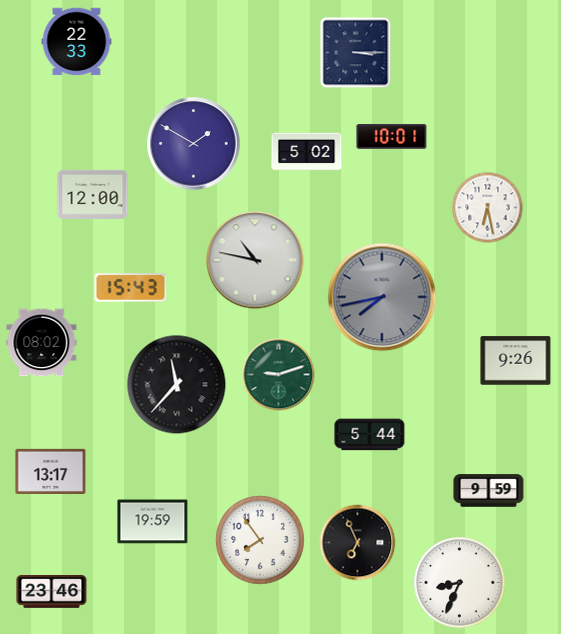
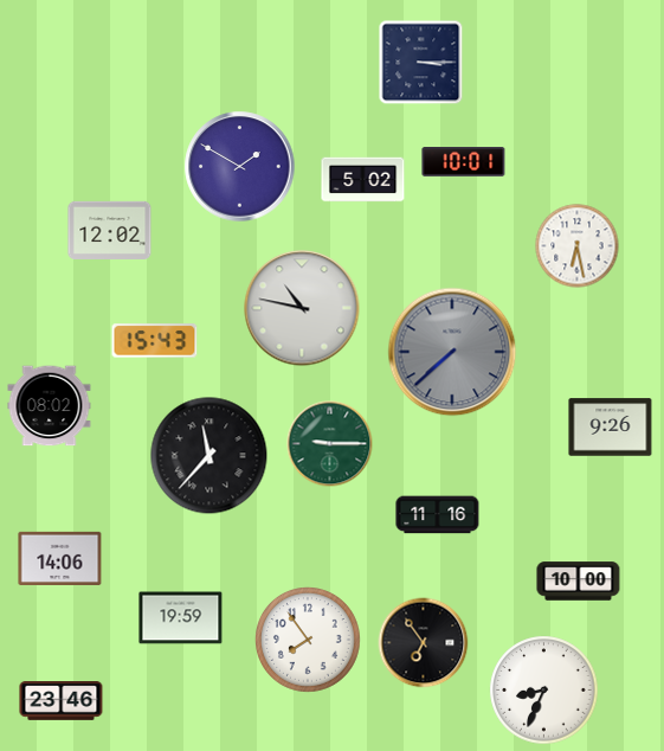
clock at (77, 42): 22:33 -> none
clock at (194, 144) position: (194, 144) -> (240, 167)
clock at (93, 194): 12:00 -> 12:02
clock at (382, 297): 7:43 -> 7:38
clock at (279, 375): 9:12 -> 9:15
clock at (370, 435): 5:44 -> 11:16
clock at (51, 471): 13:17 -> 14:06
clock at (489, 491): 9:59 -> 10:00
clock at (358, 543): 6:56 -> 6:54
